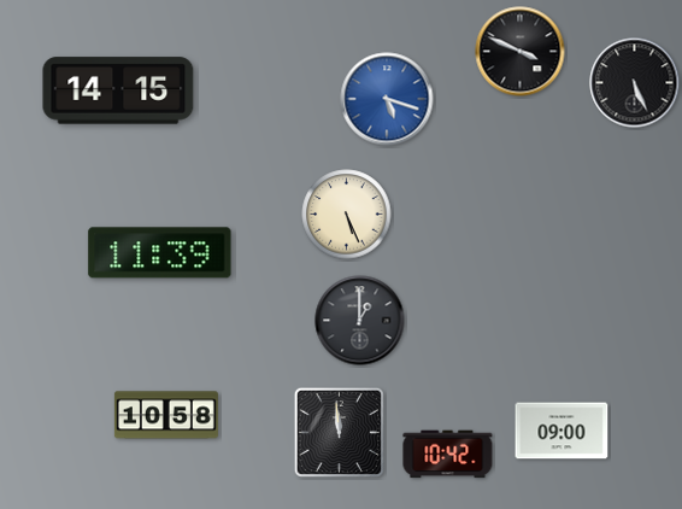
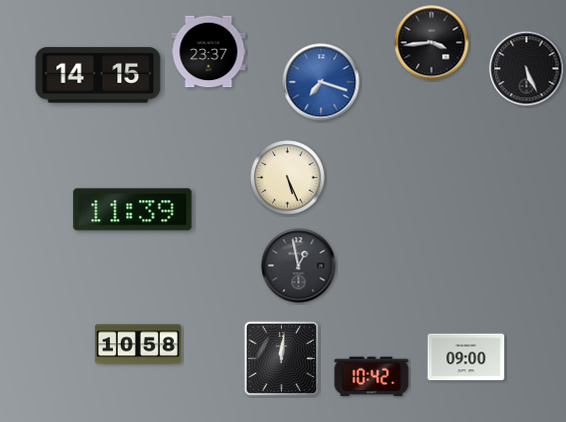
clock at (521, 52): 3:49 -> 3:44
clock at (209, 52): none -> 23:37
clock at (387, 99): 5:18 -> 7:18
clock at (360, 321): 1:00 -> 12:58
clock at (339, 432): 11:59 -> 12:01
